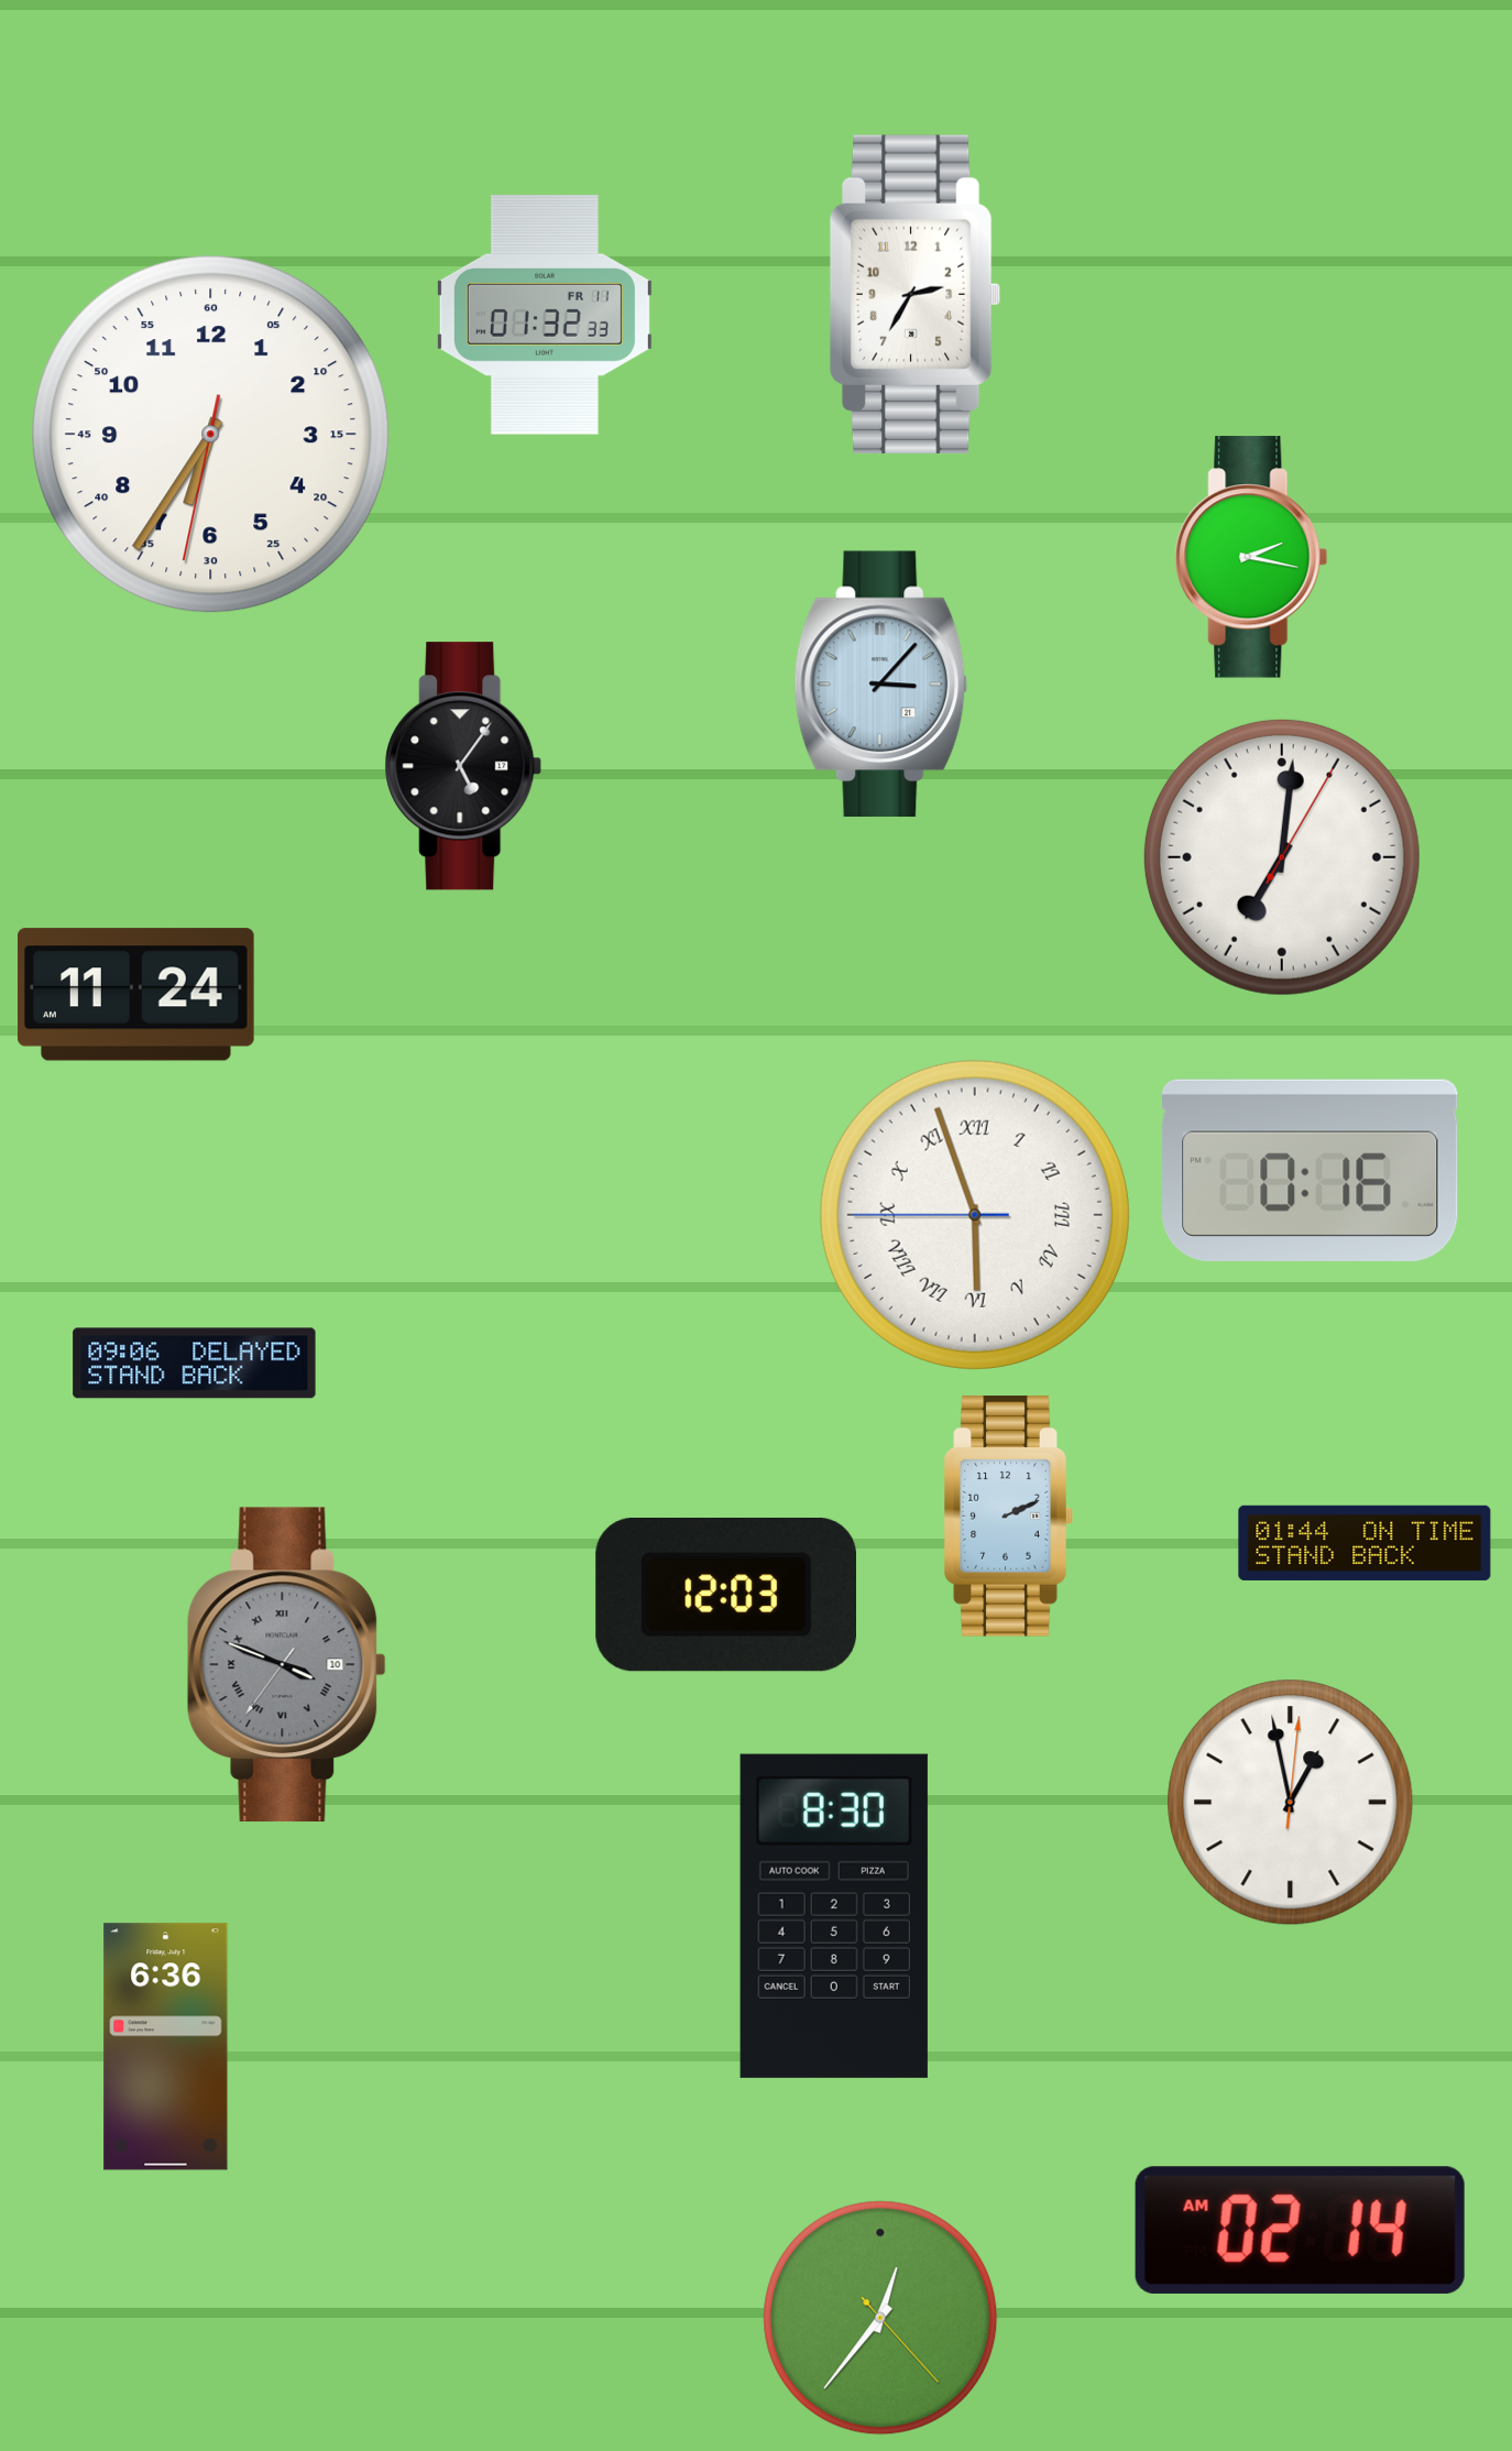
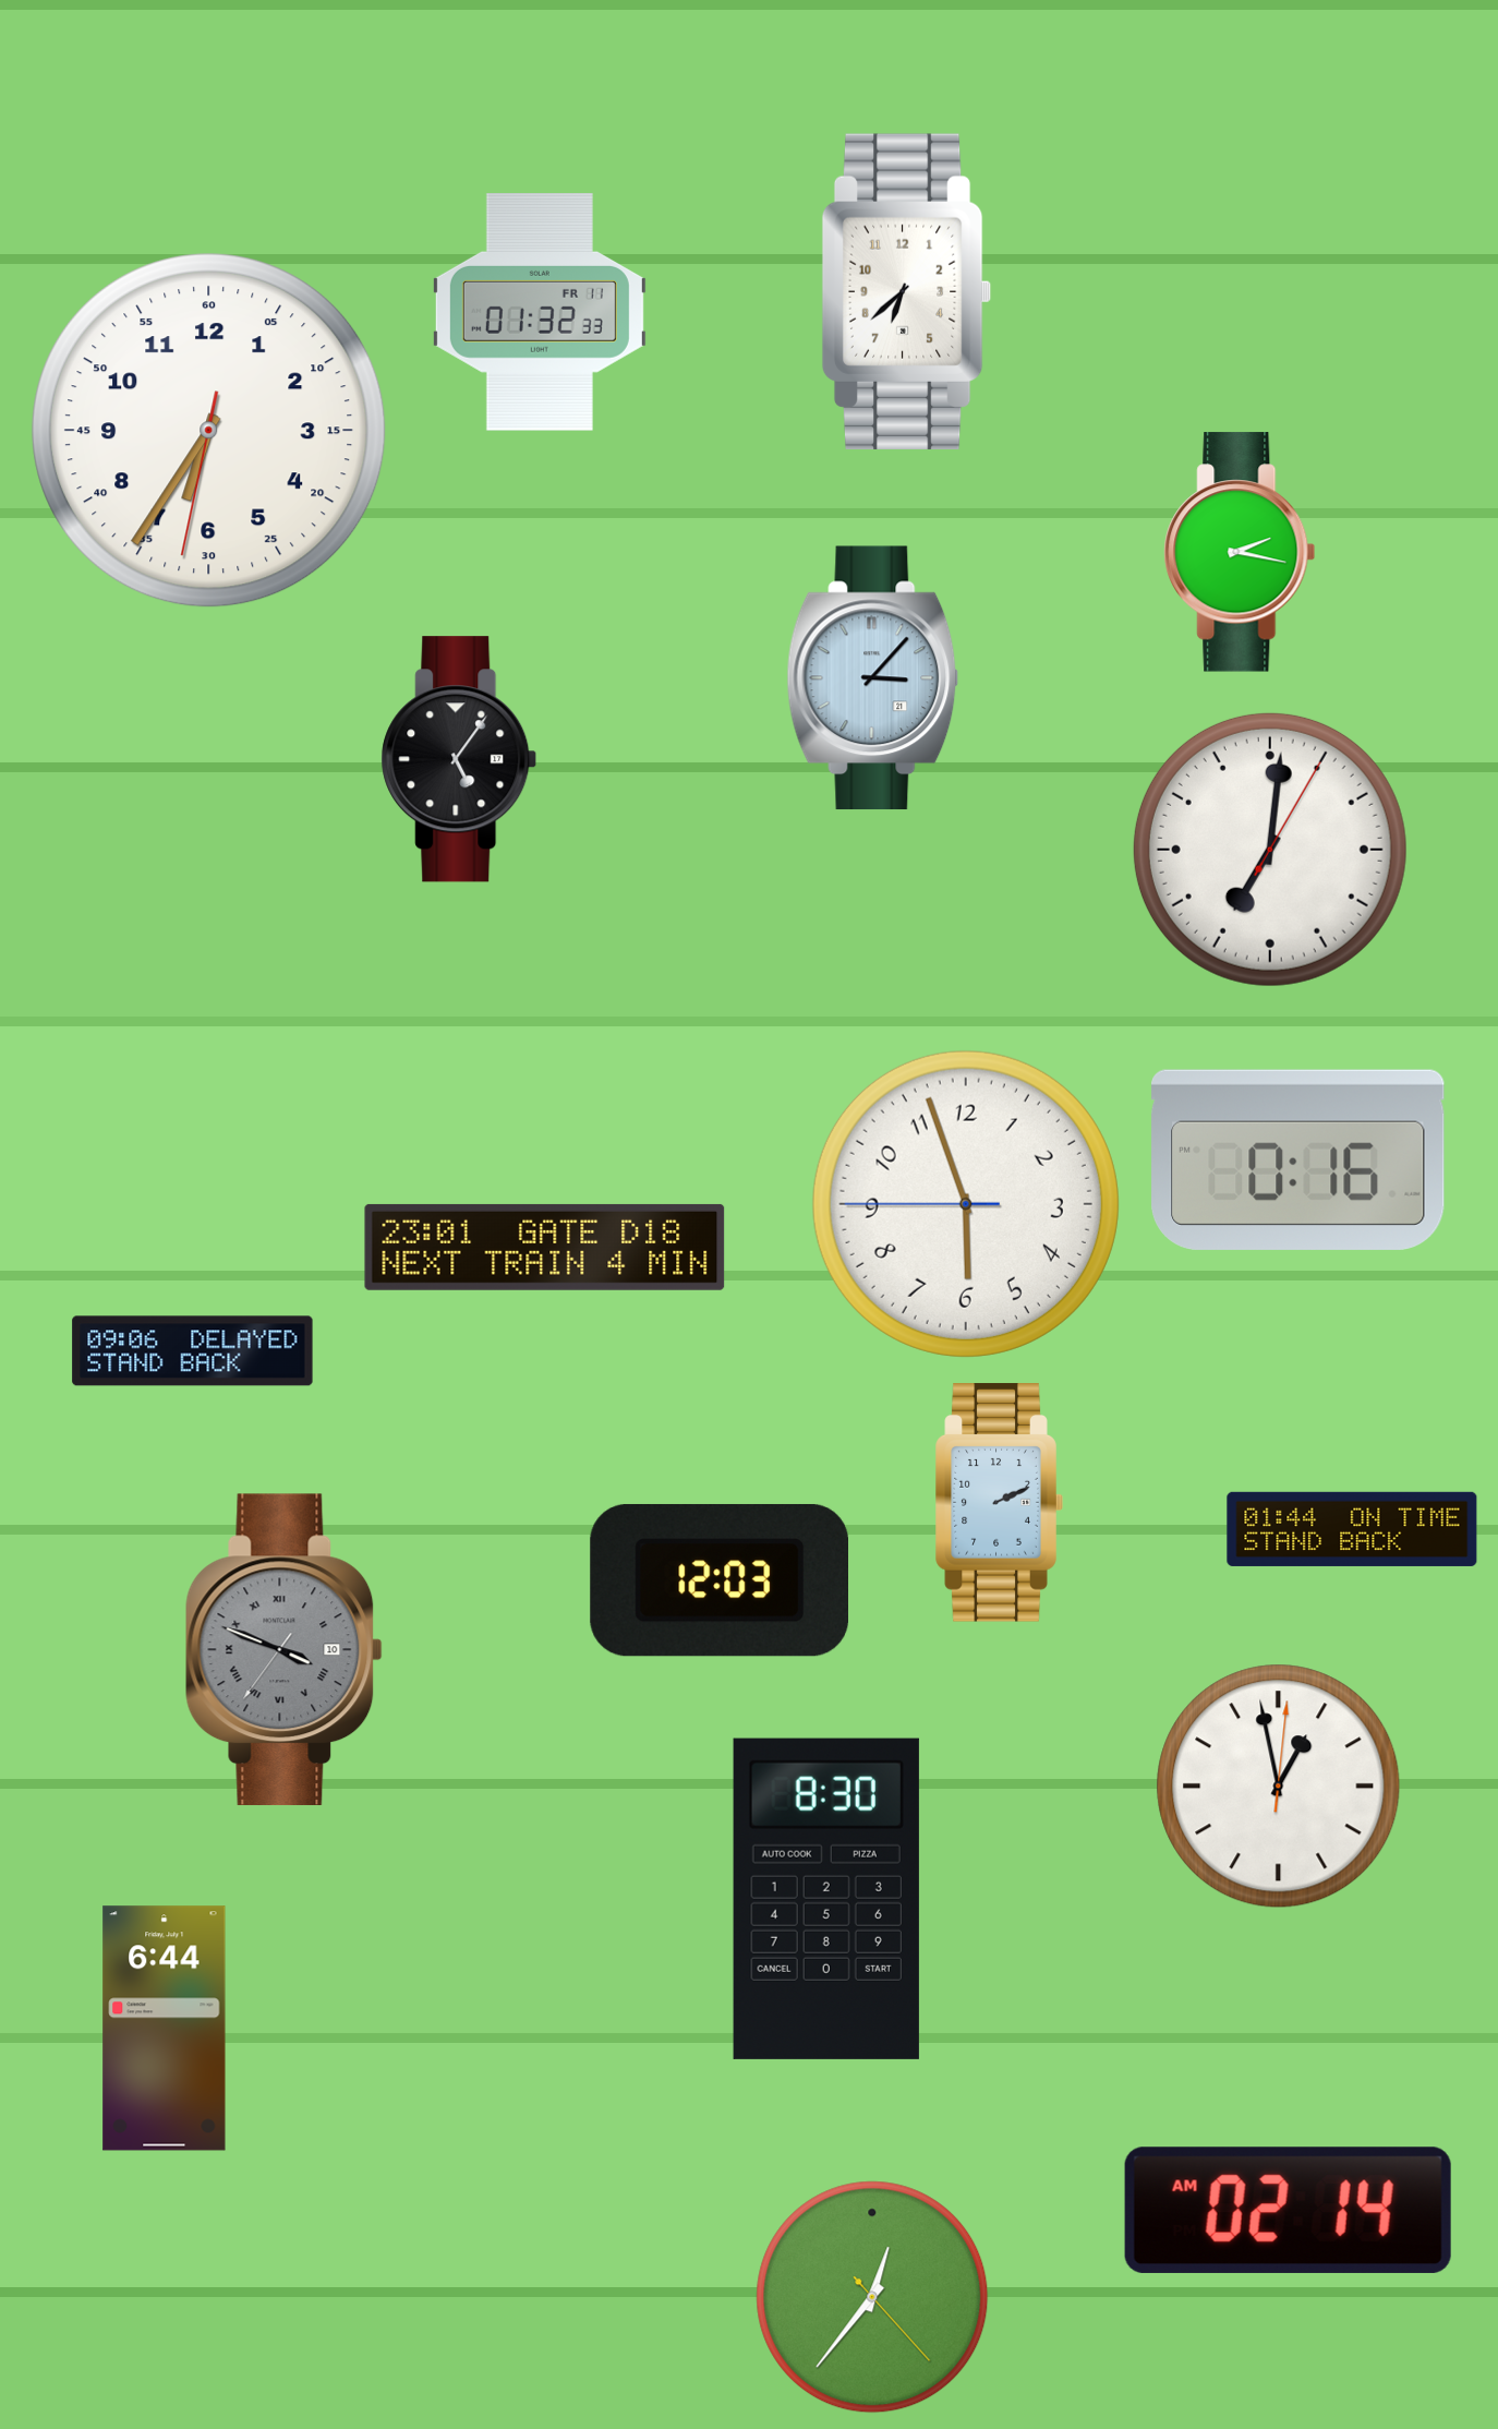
clock at (916, 294): 2:35 -> 6:38
clock at (135, 995): 11:24 -> none
clock at (975, 1215) numerals: Roman -> Arabic
clock at (545, 1247): none -> 23:01
clock at (166, 2047): 6:36 -> 6:44
